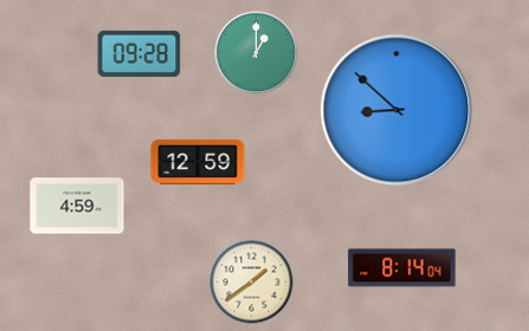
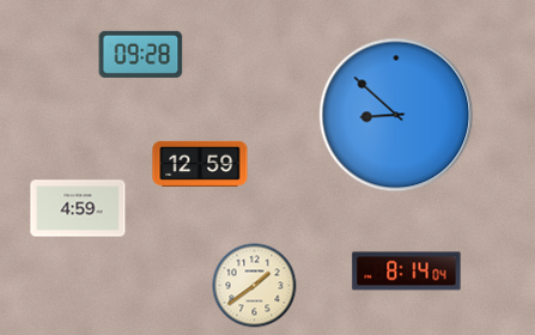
clock at (257, 53): 1:00 -> none
clock at (396, 110) position: (396, 110) -> (396, 115)
